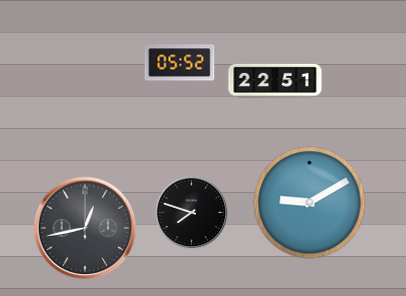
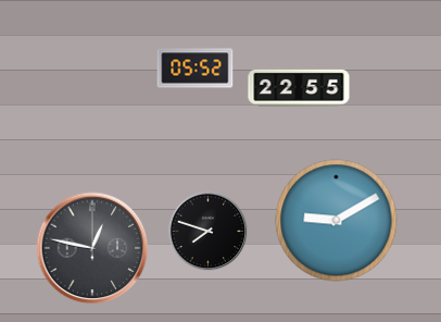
clock at (275, 81): 22:51 -> 22:55
clock at (85, 228): 12:43 -> 12:47
